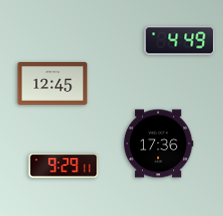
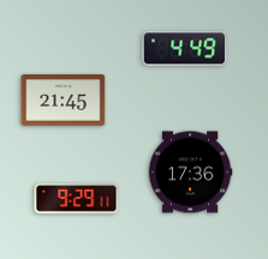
clock at (180, 41) position: (180, 41) -> (185, 49)
clock at (53, 84): 12:45 -> 21:45
